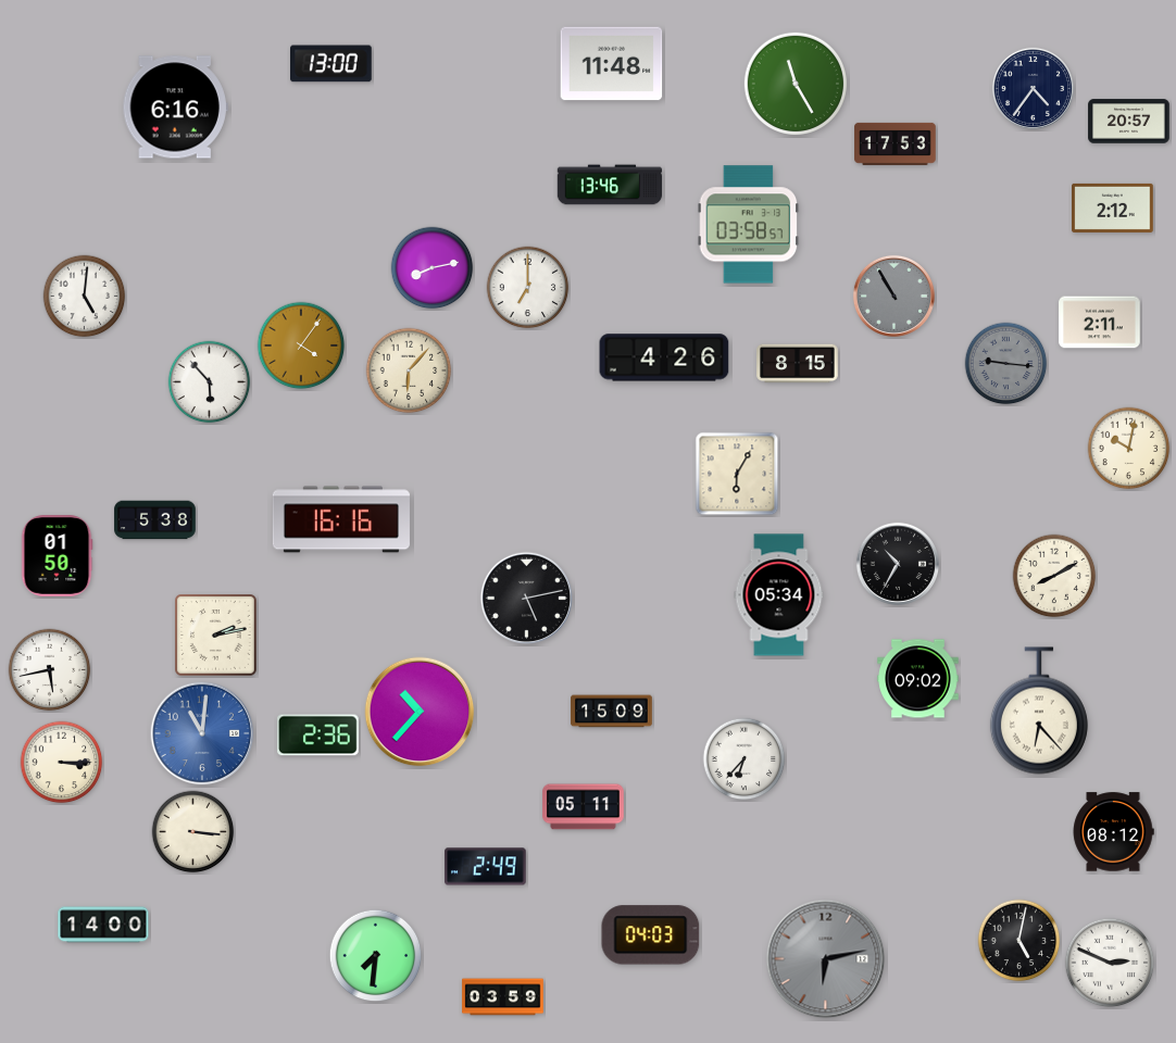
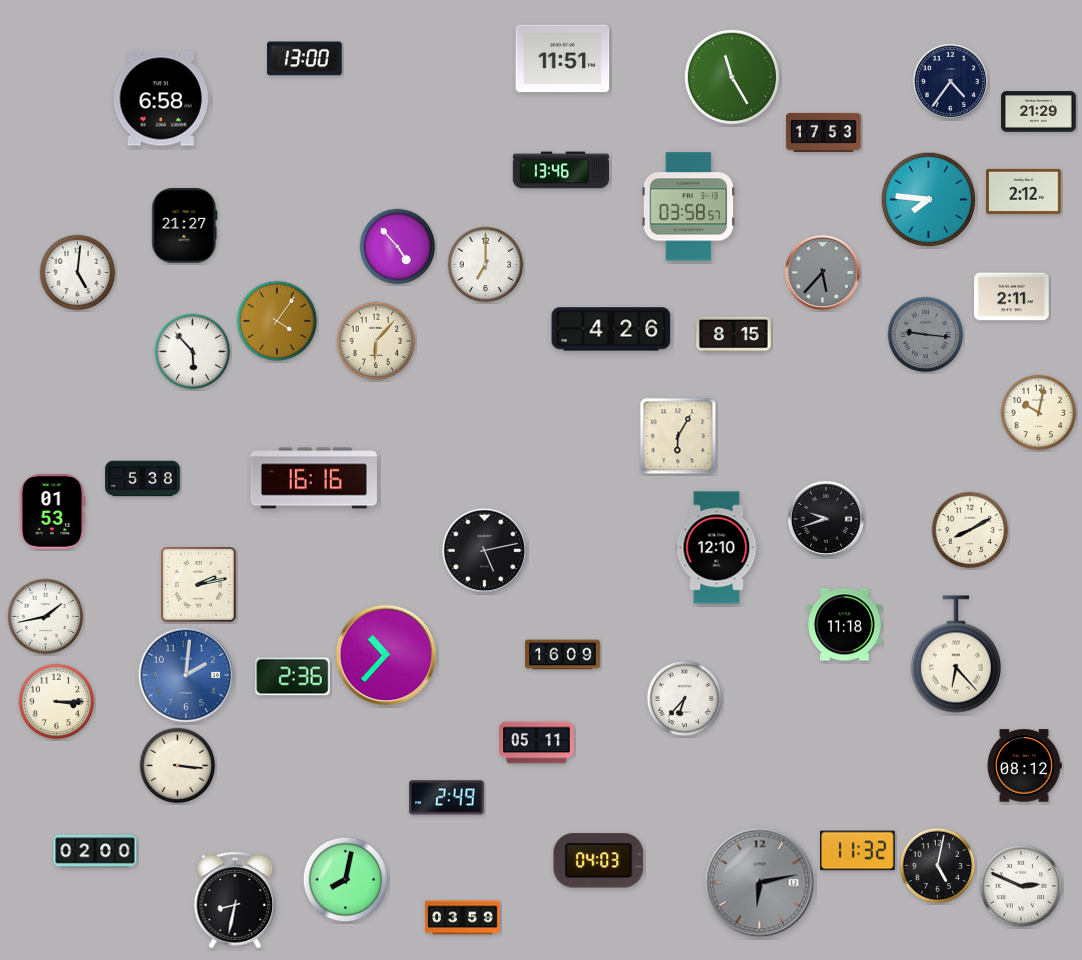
clock at (612, 64): 11:48 -> 11:51
clock at (175, 108): 6:16 -> 6:58
clock at (1129, 122): 20:57 -> 21:29
clock at (928, 199): none -> 7:46
clock at (185, 226): none -> 21:27
clock at (433, 268): 8:13 -> 4:53
clock at (893, 296): 10:55 -> 5:37
clock at (301, 345) position: (301, 345) -> (277, 321)
clock at (57, 556): 01:50 -> 01:53
clock at (898, 564): 10:35 -> 9:42
clock at (779, 595): 05:34 -> 12:10
clock at (50, 670): 5:43 -> 1:43
clock at (918, 679): 09:02 -> 11:18
clock at (612, 712): 15:09 -> 16:09
clock at (202, 733): 11:01 -> 2:01
clock at (103, 925): 14:00 -> 02:00
clock at (858, 851): none -> 11:32
clock at (376, 956): 7:31 -> 8:02
clock at (235, 900): none -> 8:32
